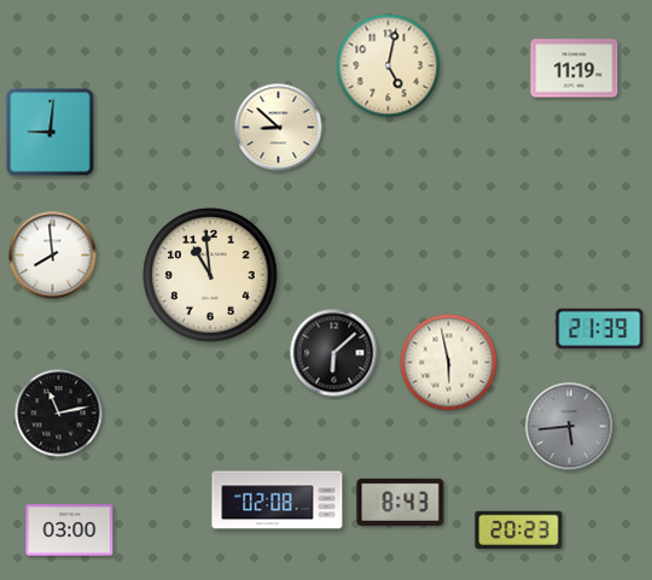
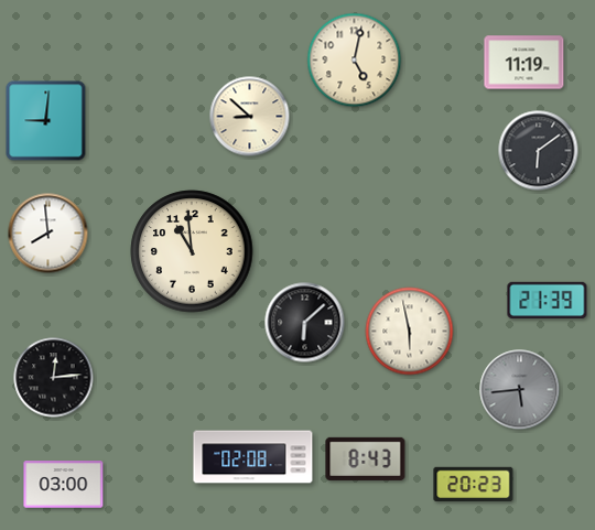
clock at (279, 128) position: (279, 128) -> (250, 117)
clock at (539, 151): none -> 6:09
clock at (59, 414): 11:13 -> 12:14
